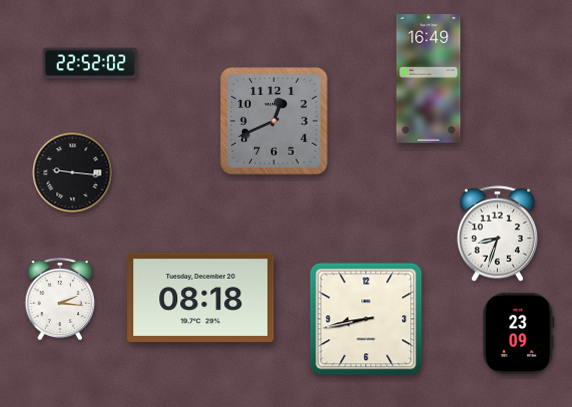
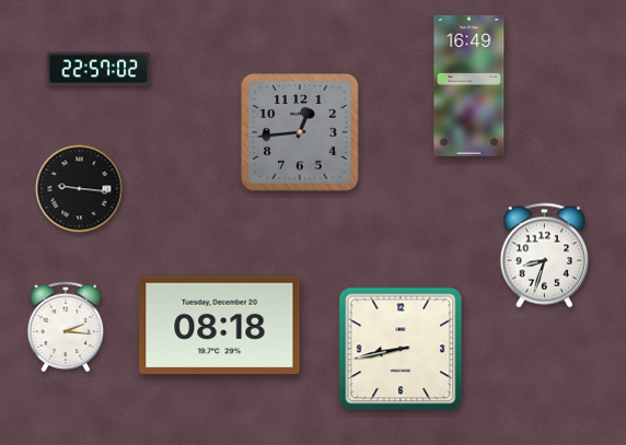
clock at (90, 63): 22:52 -> 22:57
clock at (274, 121): 12:41 -> 12:44
clock at (519, 333): 23:09 -> none
